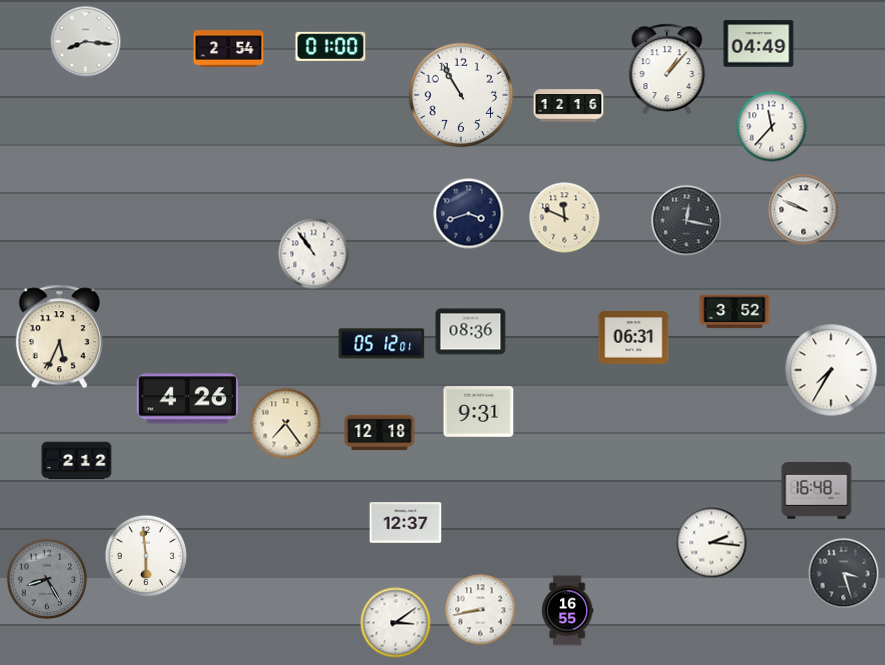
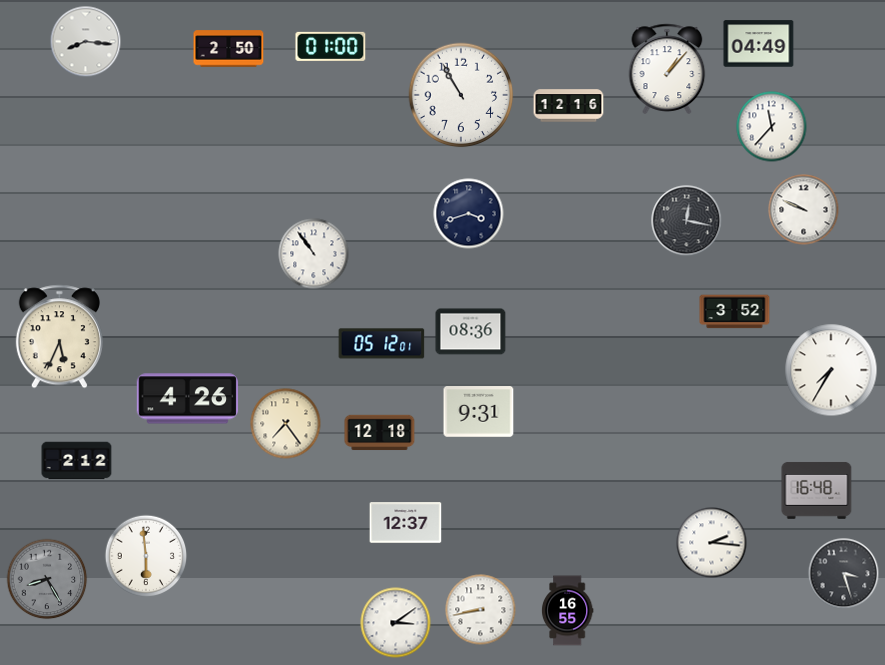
clock at (229, 49): 2:54 -> 2:50
clock at (565, 218): 11:49 -> none
clock at (634, 338): 06:31 -> none
